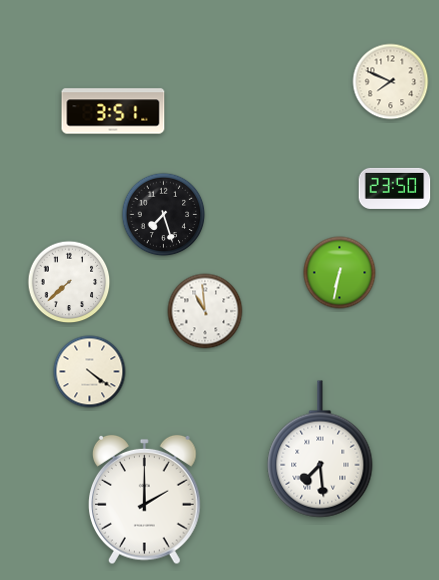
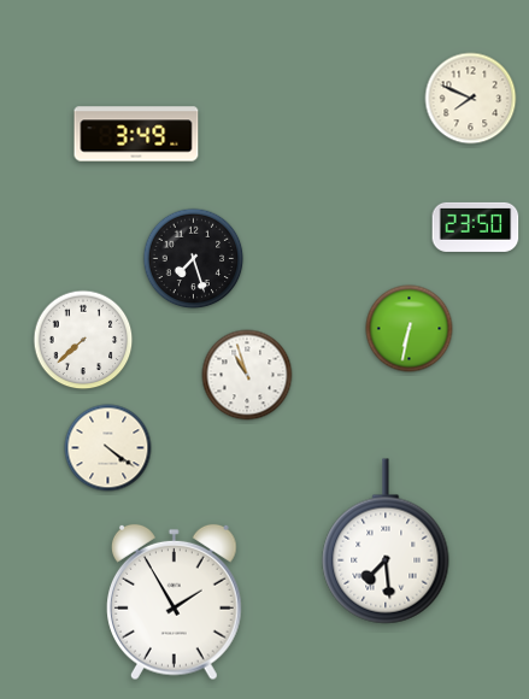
clock at (113, 111): 3:51 -> 3:49
clock at (164, 215) position: (164, 215) -> (194, 259)
clock at (205, 311): 10:59 -> 10:57
clock at (145, 500): 2:00 -> 1:55
